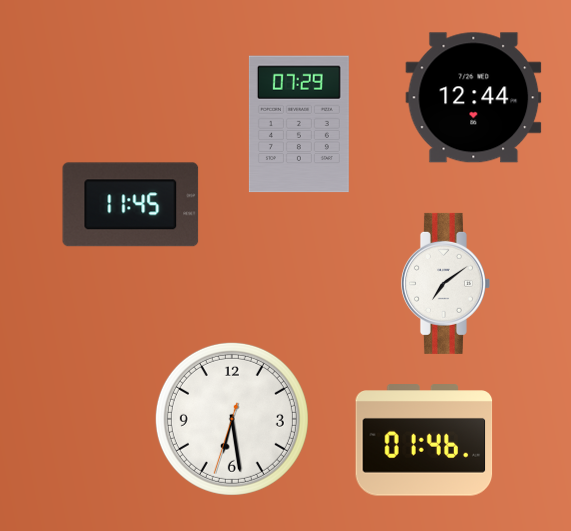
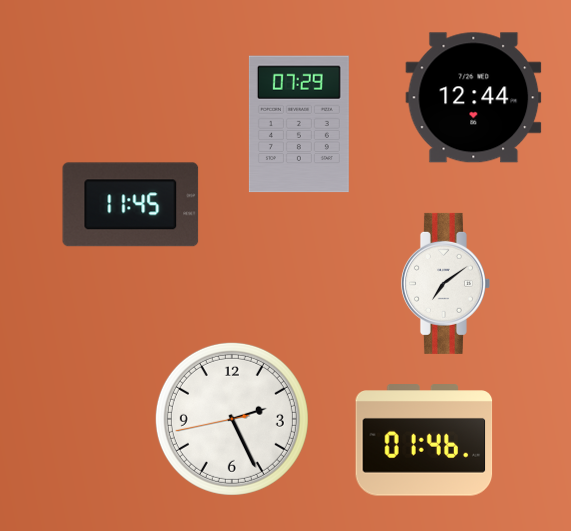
clock at (232, 419): 6:28 -> 2:25
